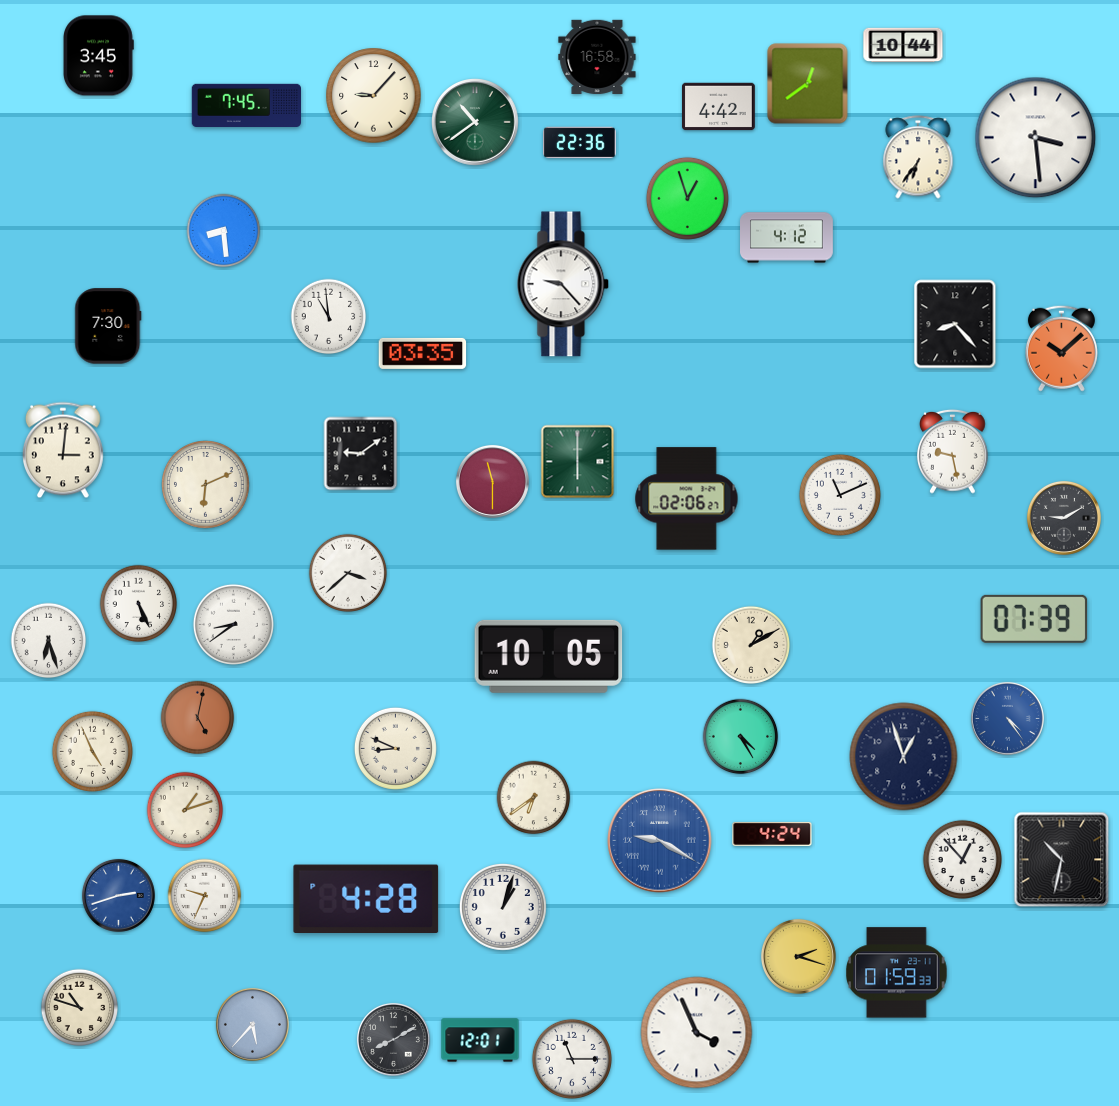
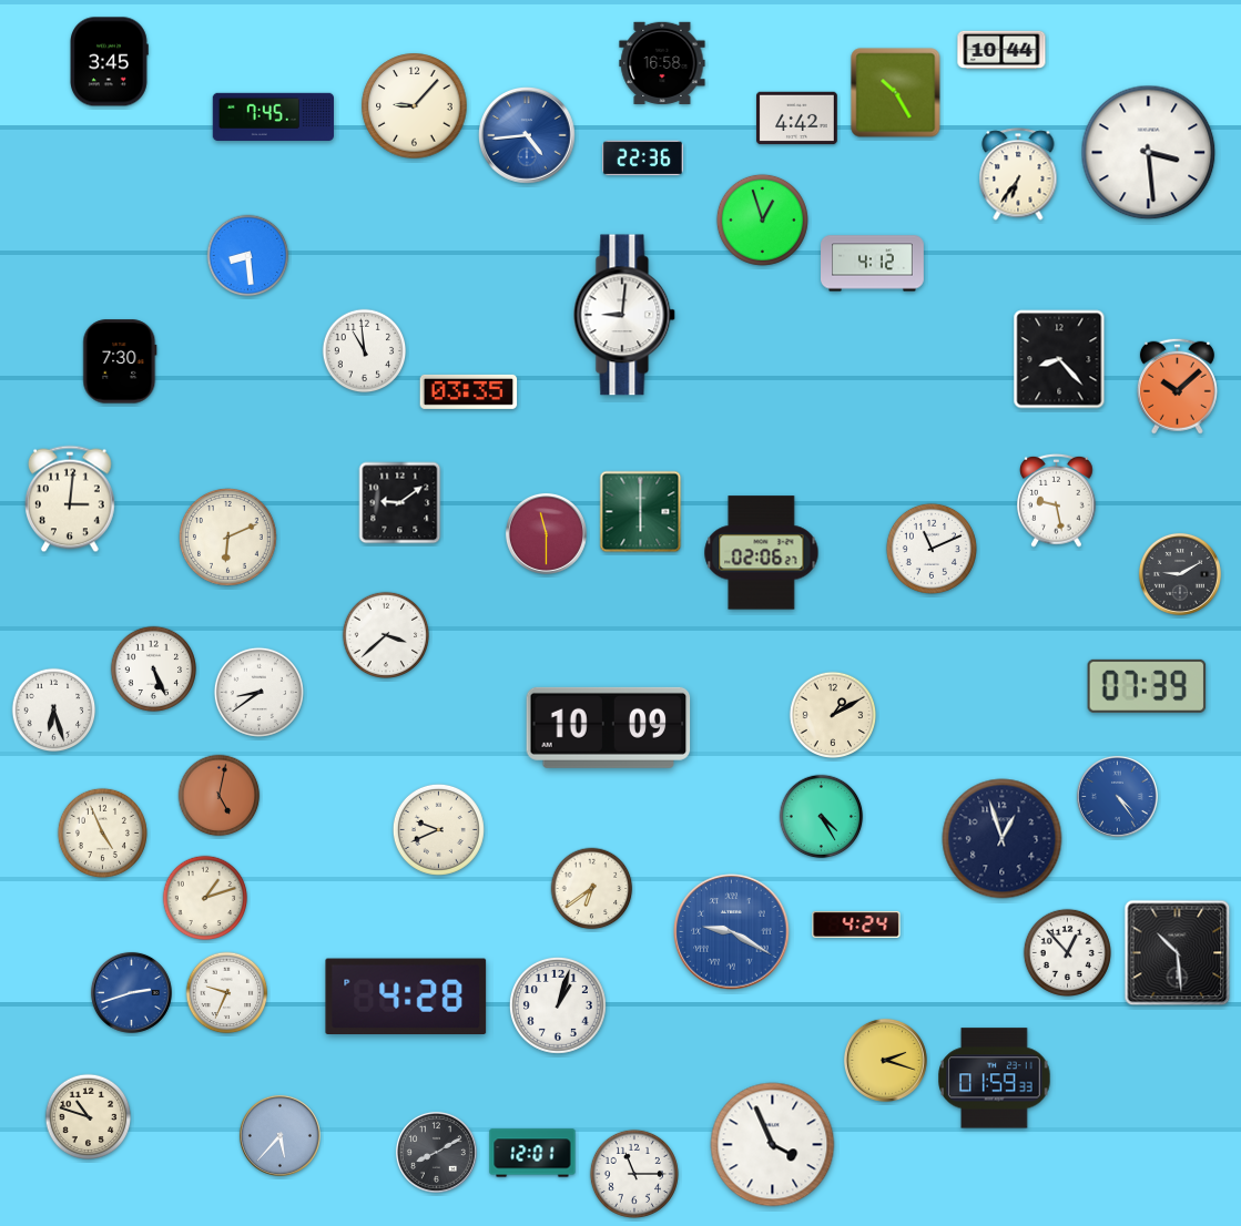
clock at (808, 84): 12:39 -> 10:25
clock at (476, 123): 10:39 -> 4:44
clock at (476, 123) dial: green -> blue
clock at (563, 284): 9:23 -> 9:01
clock at (549, 656): 10:05 -> 10:09
clock at (395, 748): 8:49 -> 9:41
clock at (534, 798) position: (534, 798) -> (592, 889)
clock at (1062, 860): 10:32 -> 10:29
